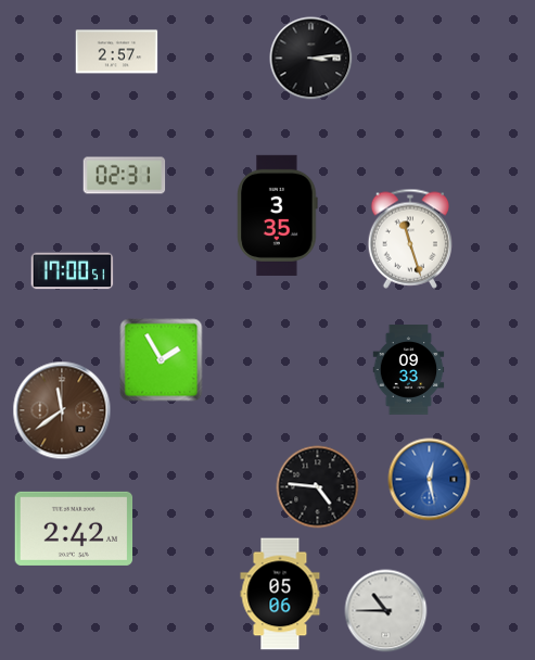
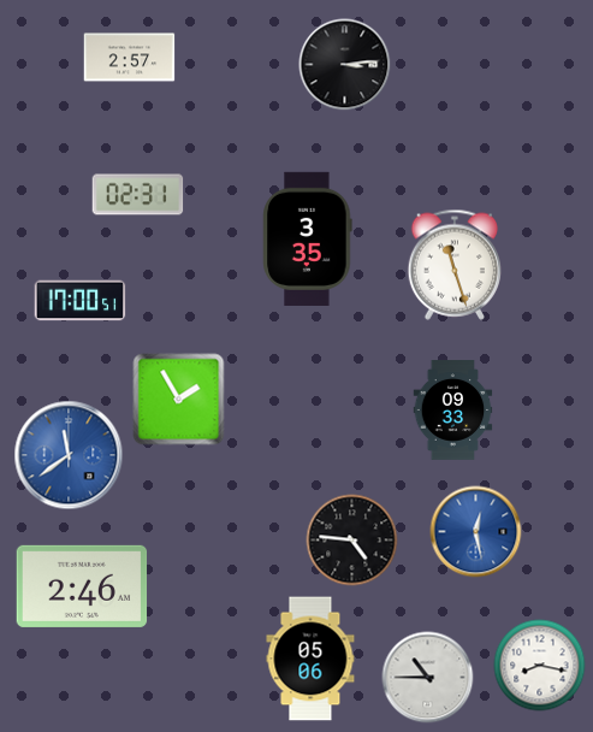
clock at (62, 410) dial: brown -> blue
clock at (74, 529): 2:42 -> 2:46
clock at (540, 666): none -> 8:17
